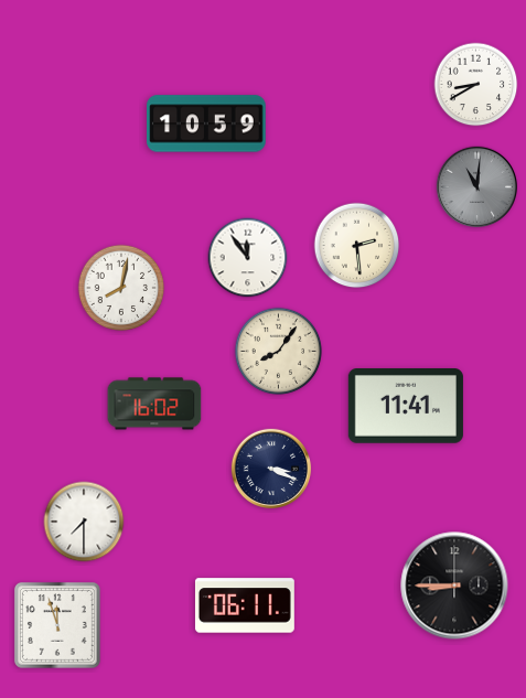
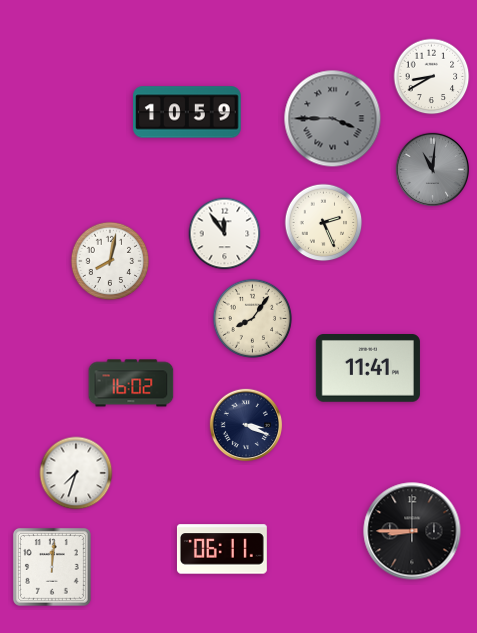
clock at (333, 119): none -> 3:45
clock at (357, 246): 2:29 -> 2:26
clock at (154, 404) position: (154, 404) -> (131, 383)
clock at (84, 522): 7:30 -> 7:33
clock at (57, 625): 11:57 -> 12:01
